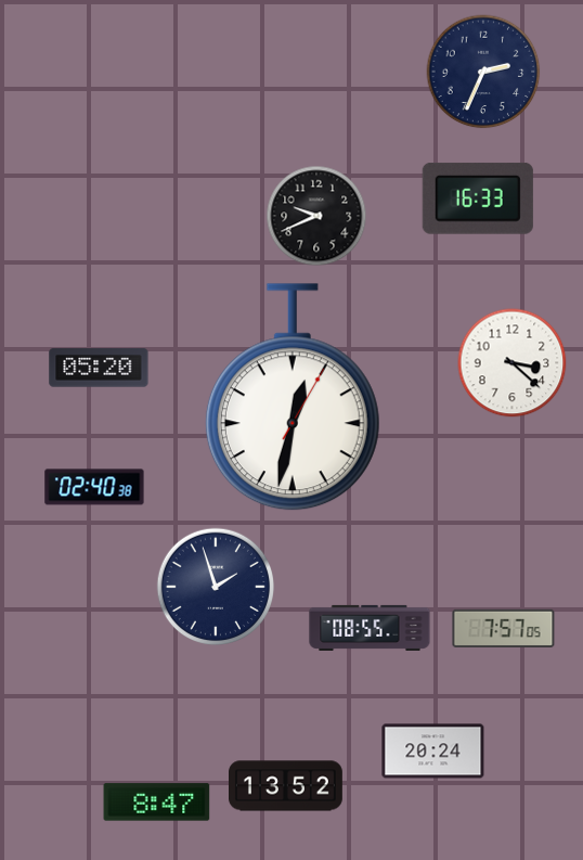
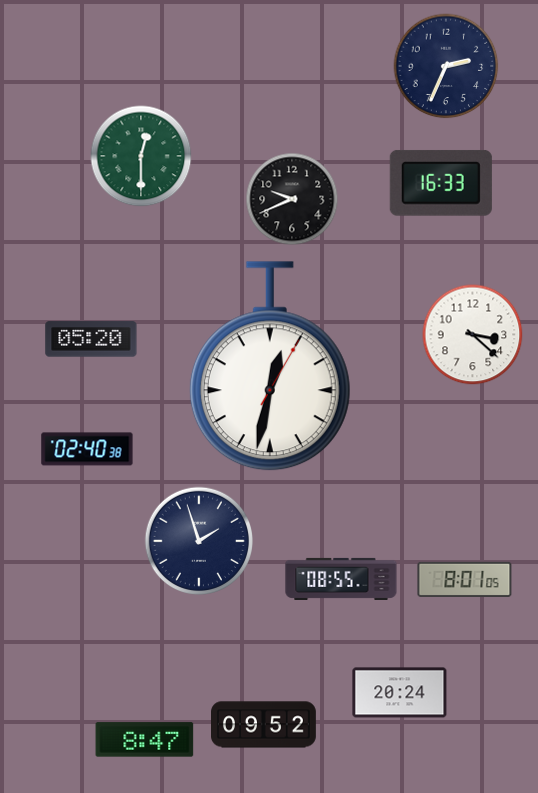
clock at (141, 156): none -> 12:30
clock at (504, 628): 7:57 -> 8:01
clock at (286, 786): 13:52 -> 09:52
